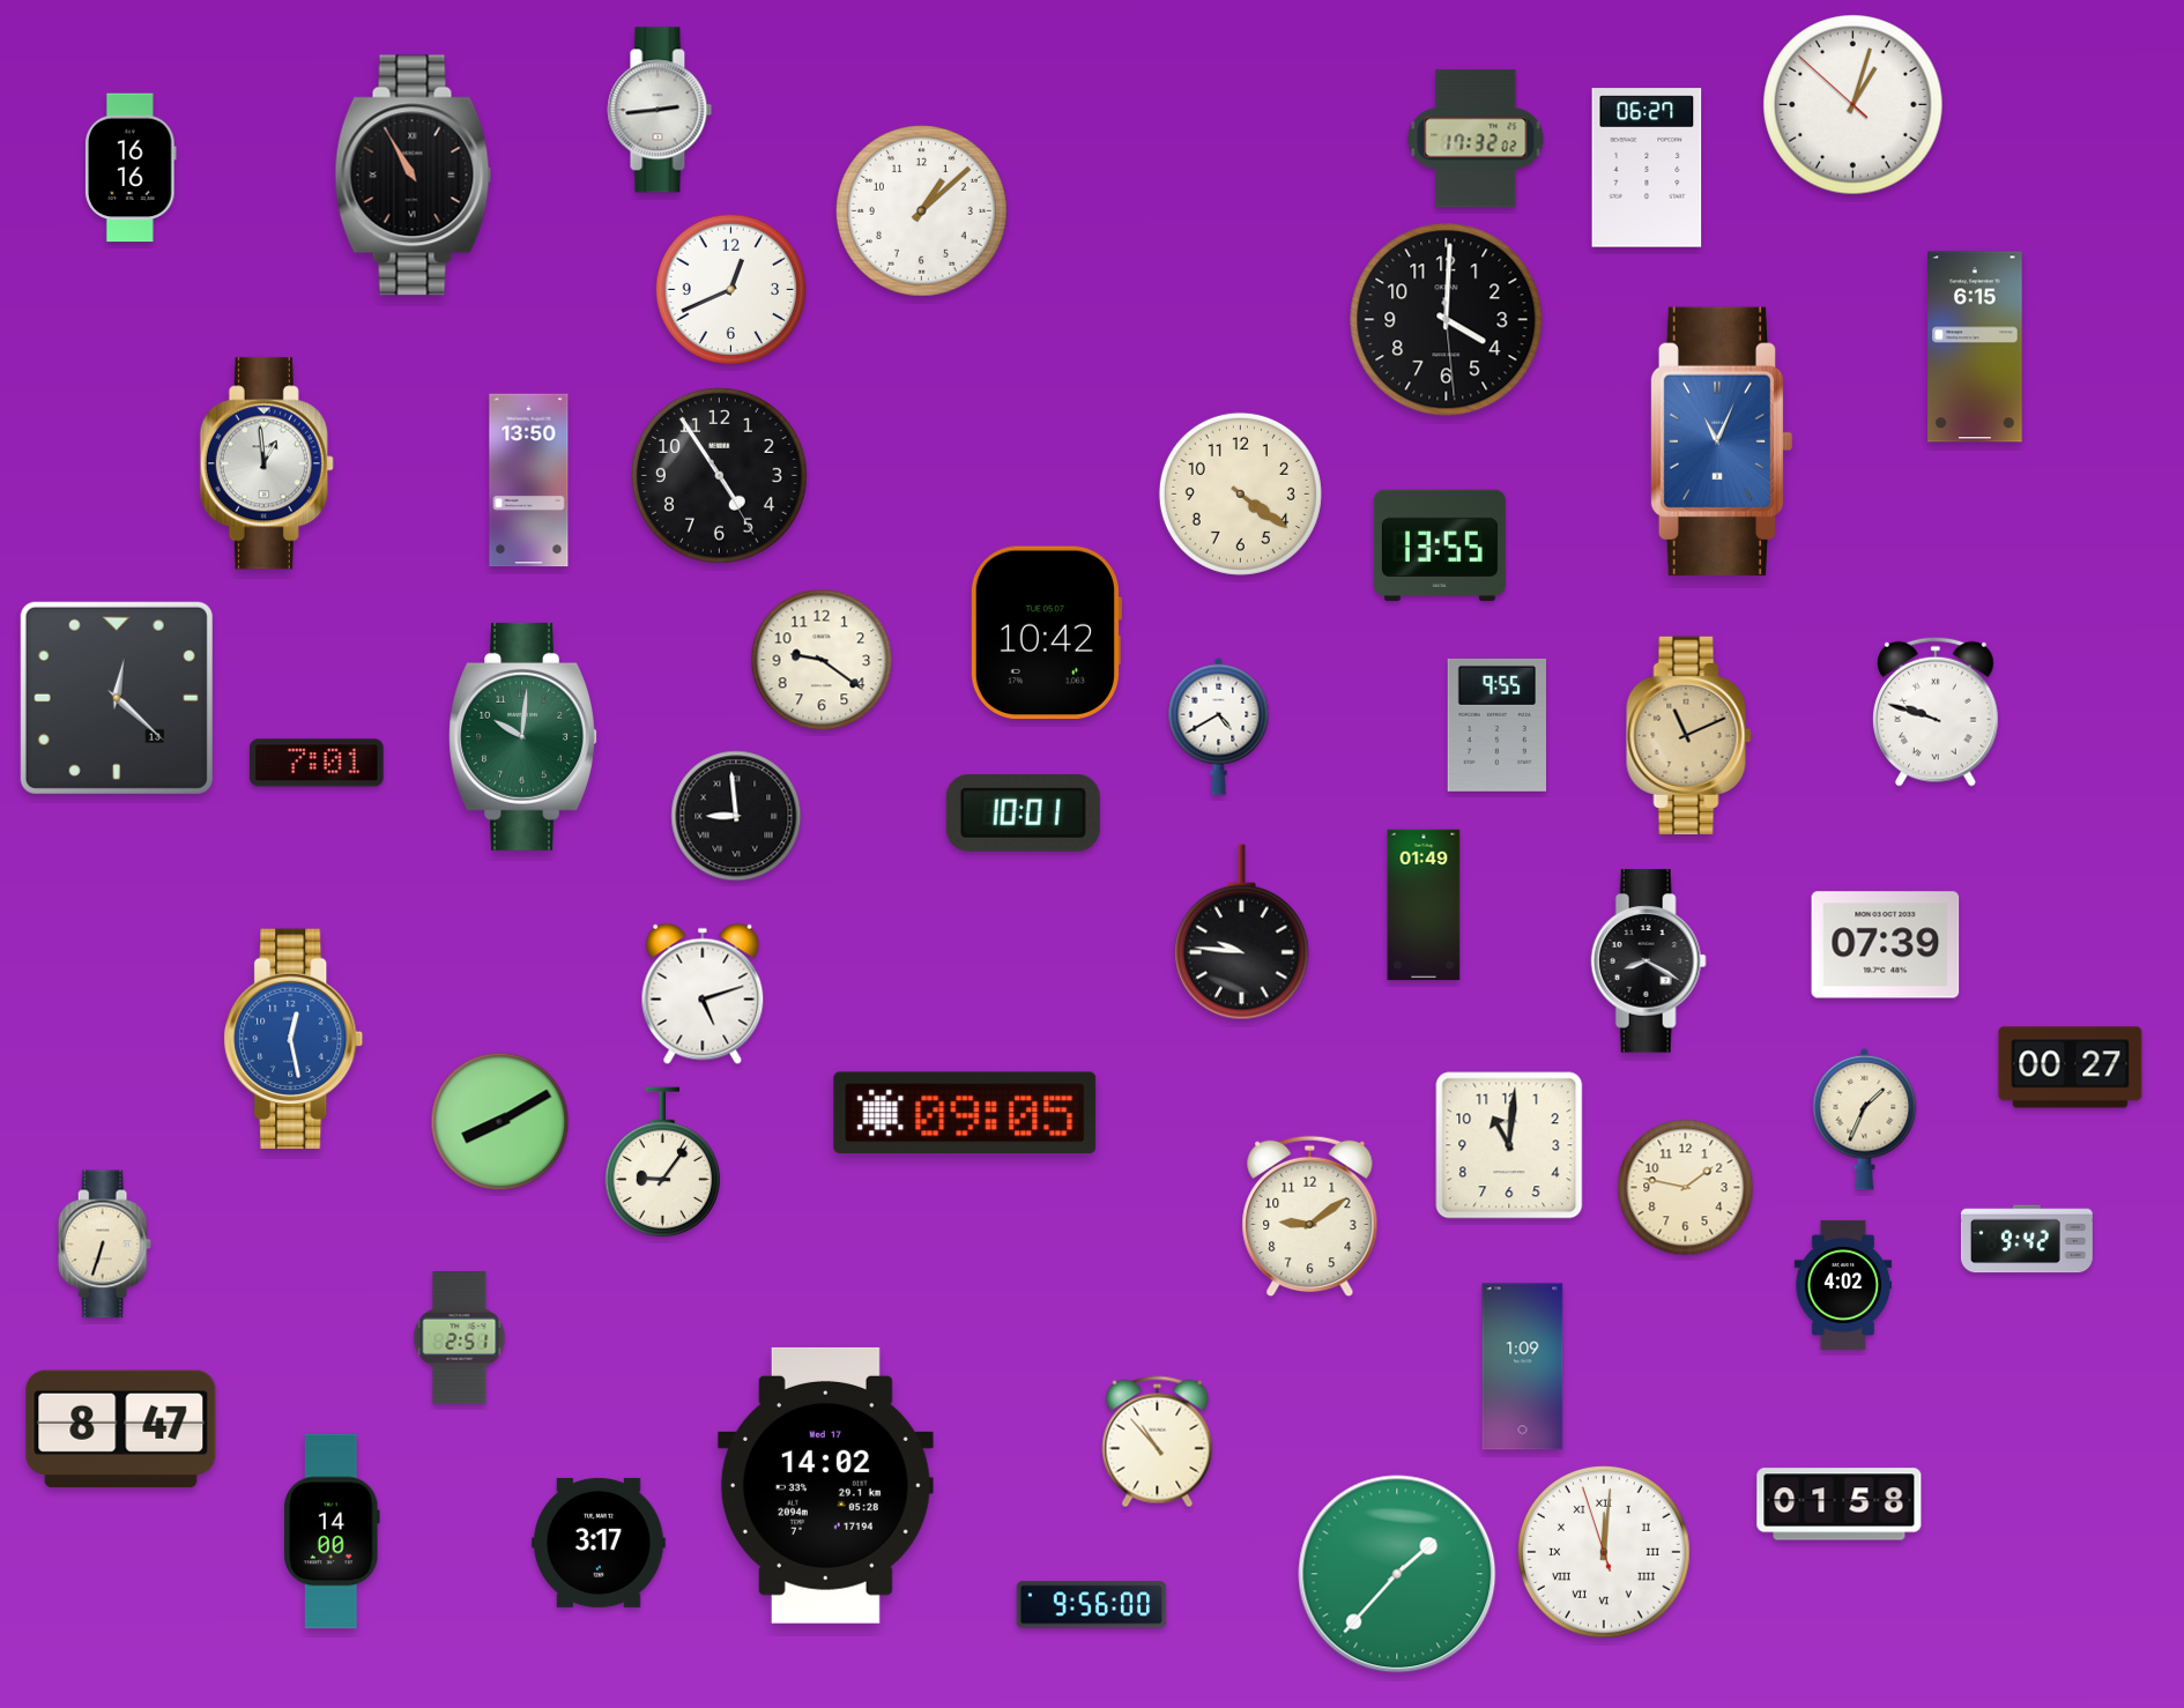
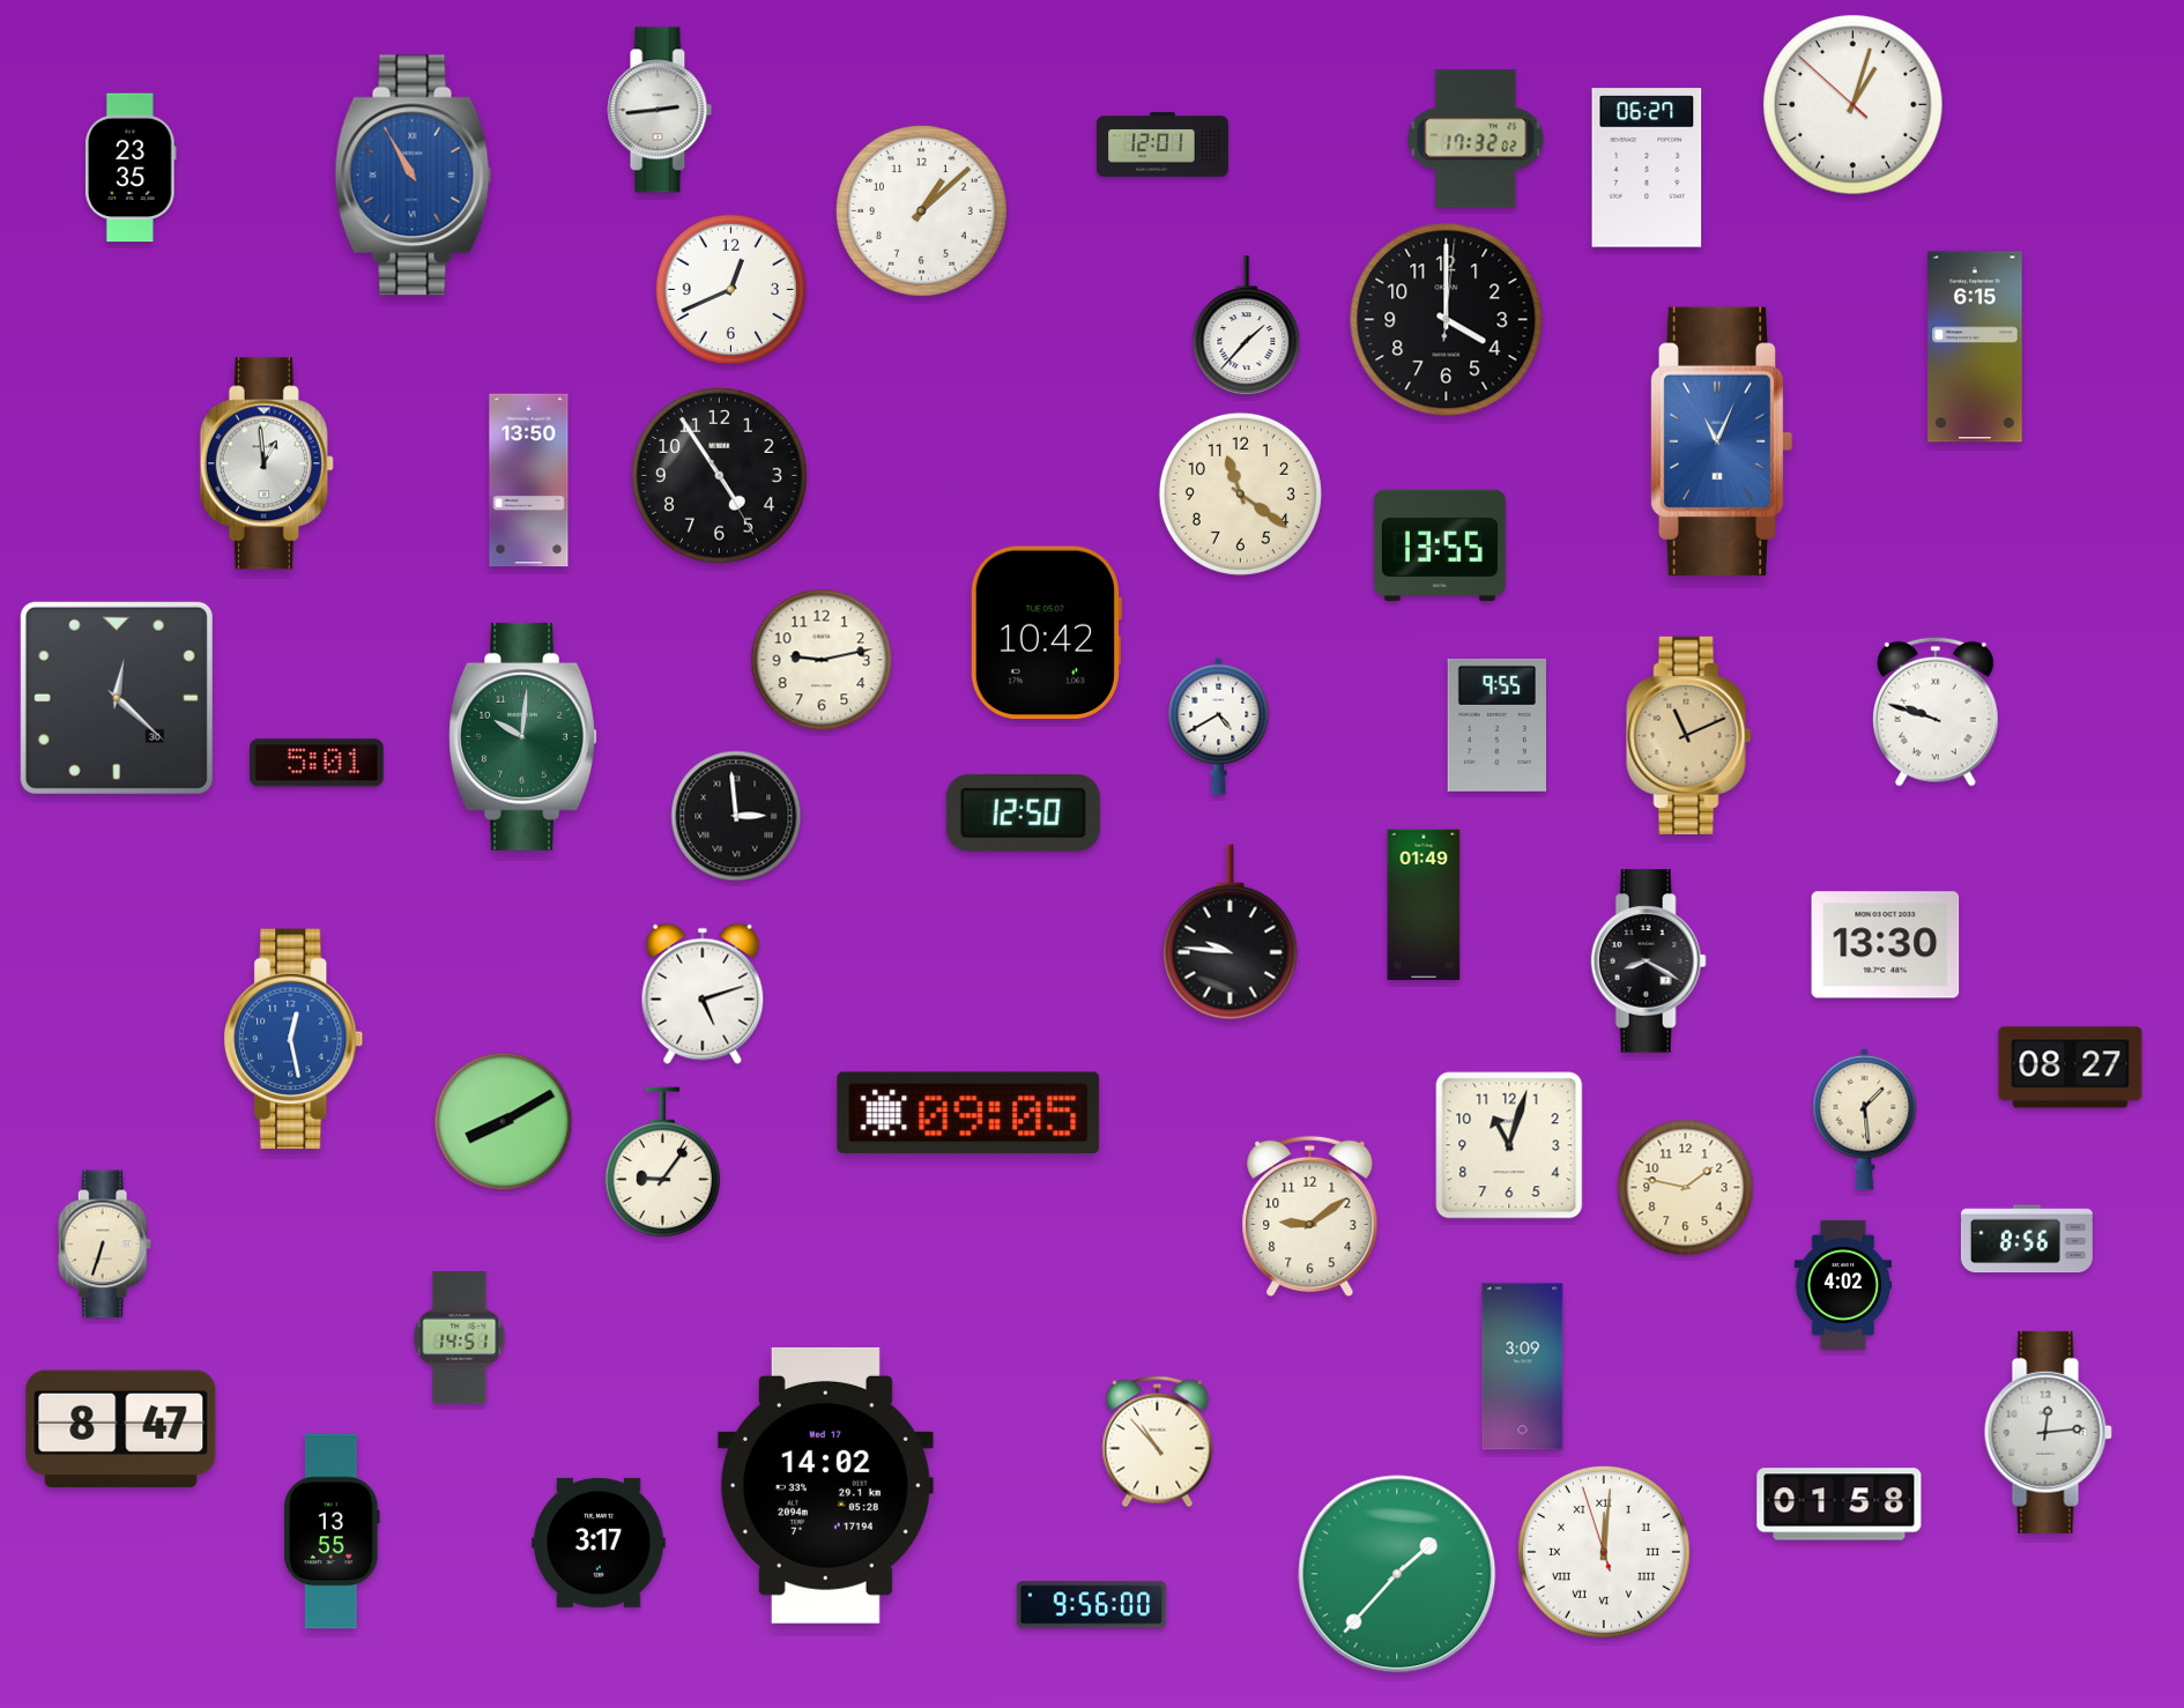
clock at (1162, 144): none -> 12:01
clock at (132, 168): 16:16 -> 23:35
clock at (414, 176) dial: black -> blue
clock at (1447, 320): 4:00:29 -> 4:00:01
clock at (1247, 325): none -> 1:37
clock at (1240, 493): 4:21 -> 11:21
clock at (822, 660): 9:21 -> 9:13
clock at (117, 698) date: 13 -> 30
clock at (317, 763): 7:01 -> 5:01
clock at (1023, 812): 10:01 -> 12:50
clock at (736, 816): 8:59 -> 2:59
clock at (1241, 933) position: (1241, 933) -> (1230, 933)
clock at (1886, 945): 07:39 -> 13:30
clock at (2071, 1068): 00:27 -> 08:27
clock at (965, 1112) position: (965, 1112) -> (968, 1112)
clock at (1865, 1119): 1:34 -> 1:29
clock at (500, 1122) position: (500, 1122) -> (504, 1122)
clock at (1509, 1145): 11:01 -> 11:03
clock at (2027, 1239): 9:42 -> 8:56
clock at (460, 1338): 2:51 -> 14:51
clock at (1523, 1367): 1:09 -> 3:09
clock at (2048, 1432): none -> 12:14
clock at (333, 1531): 14:00 -> 13:55
